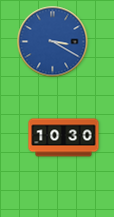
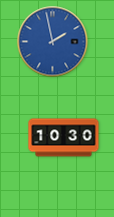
clock at (53, 42): 3:20 -> 1:58
